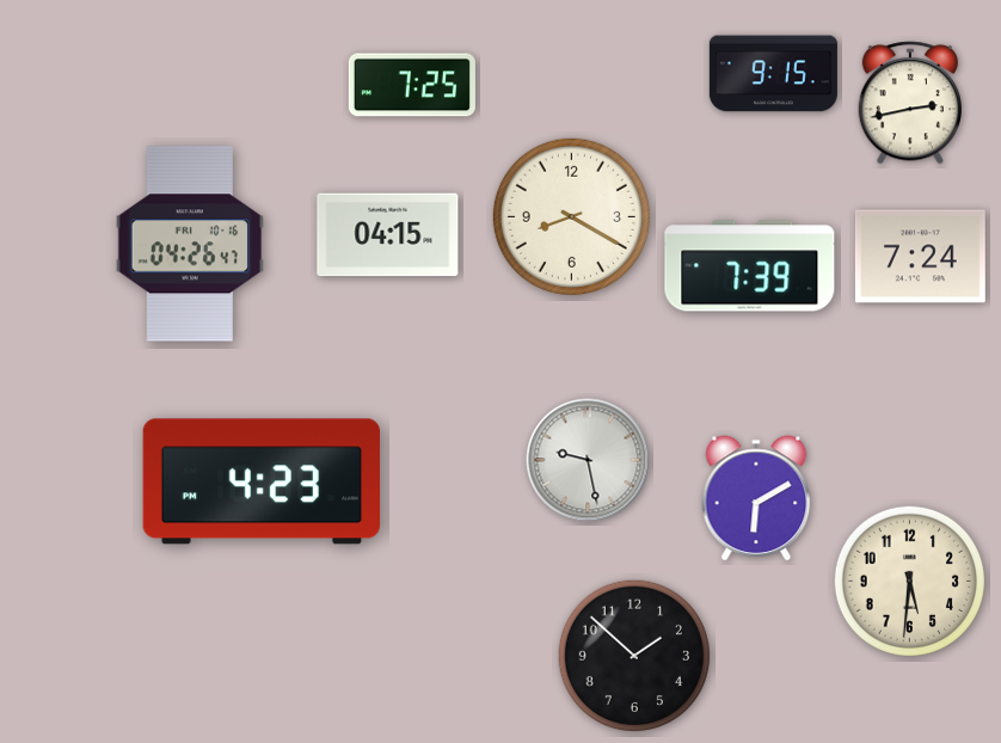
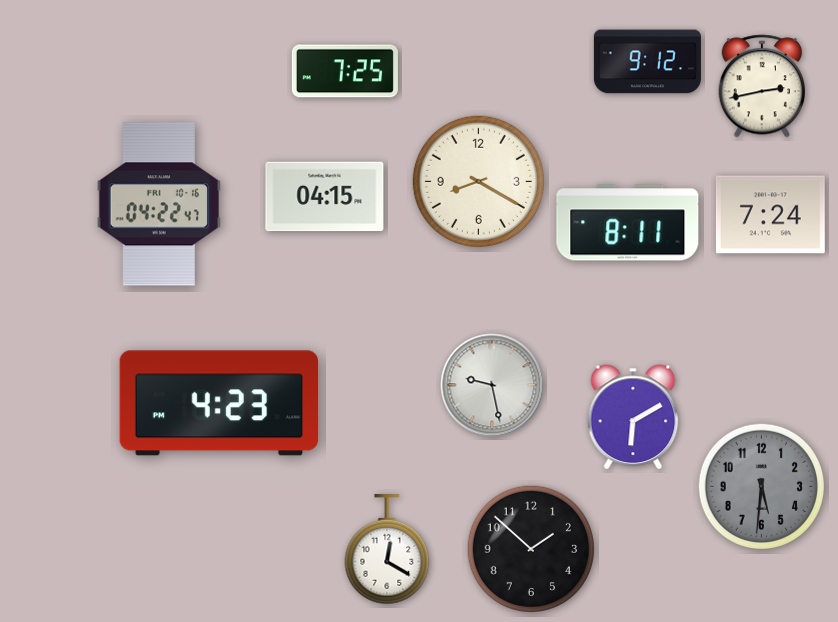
clock at (773, 74): 9:15 -> 9:12
clock at (190, 244): 04:26 -> 04:22
clock at (750, 266): 7:39 -> 8:11
clock at (909, 581) dial: cream -> grey
clock at (387, 550): none -> 12:20
